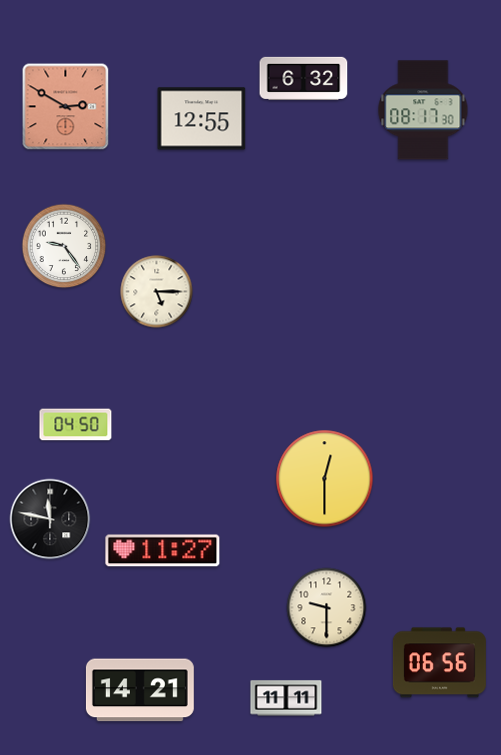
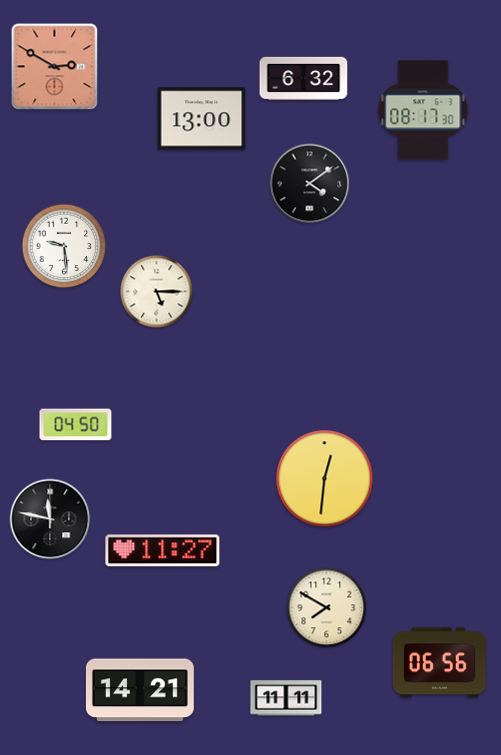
clock at (66, 107) position: (66, 107) -> (55, 67)
clock at (202, 119): 12:55 -> 13:00
clock at (310, 184): none -> 4:09
clock at (64, 246): 9:24 -> 9:29
clock at (325, 479): 12:30 -> 12:31
clock at (327, 608): 9:30 -> 7:50
